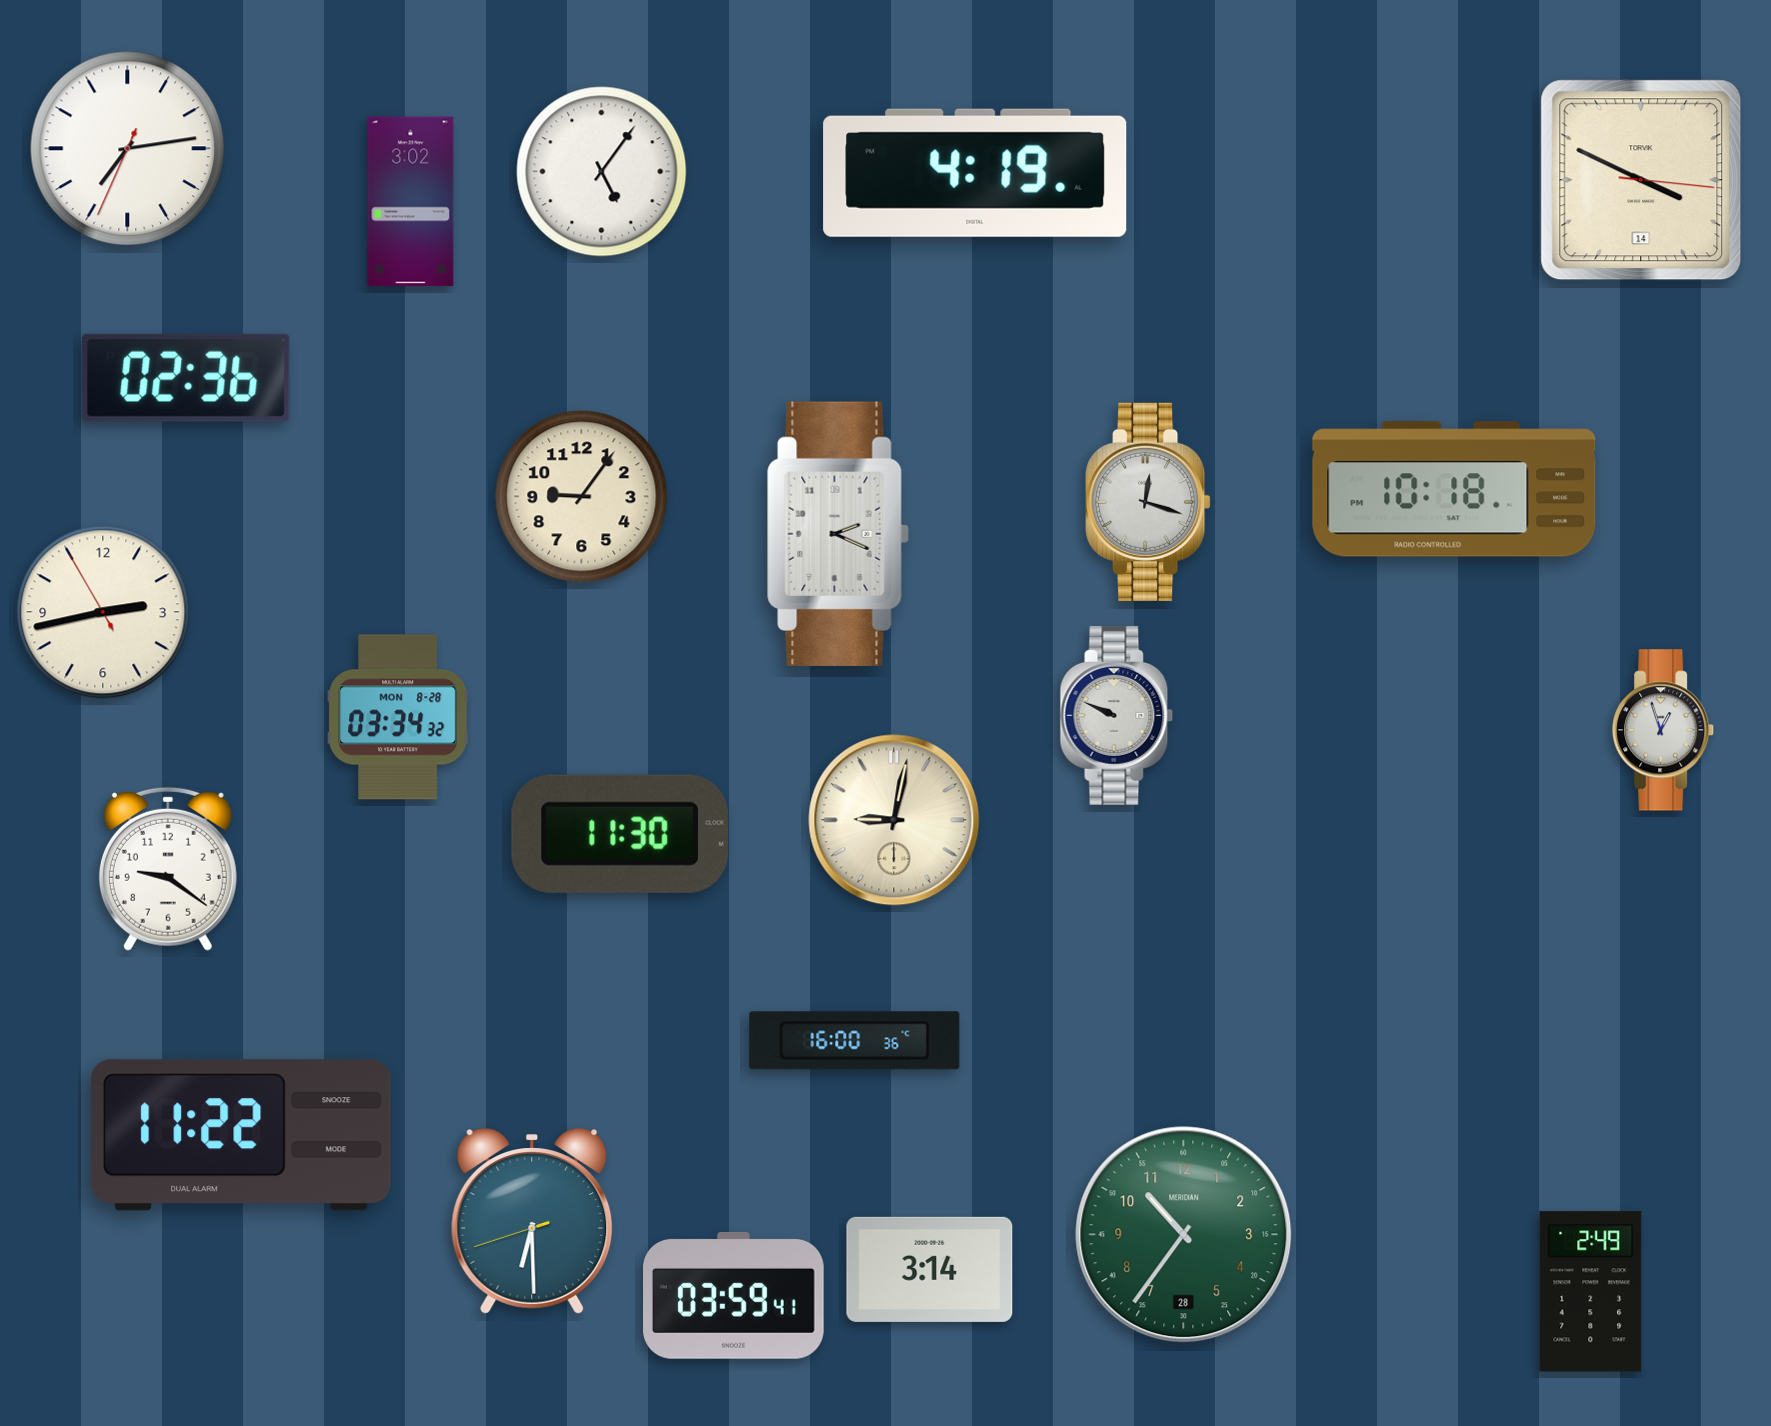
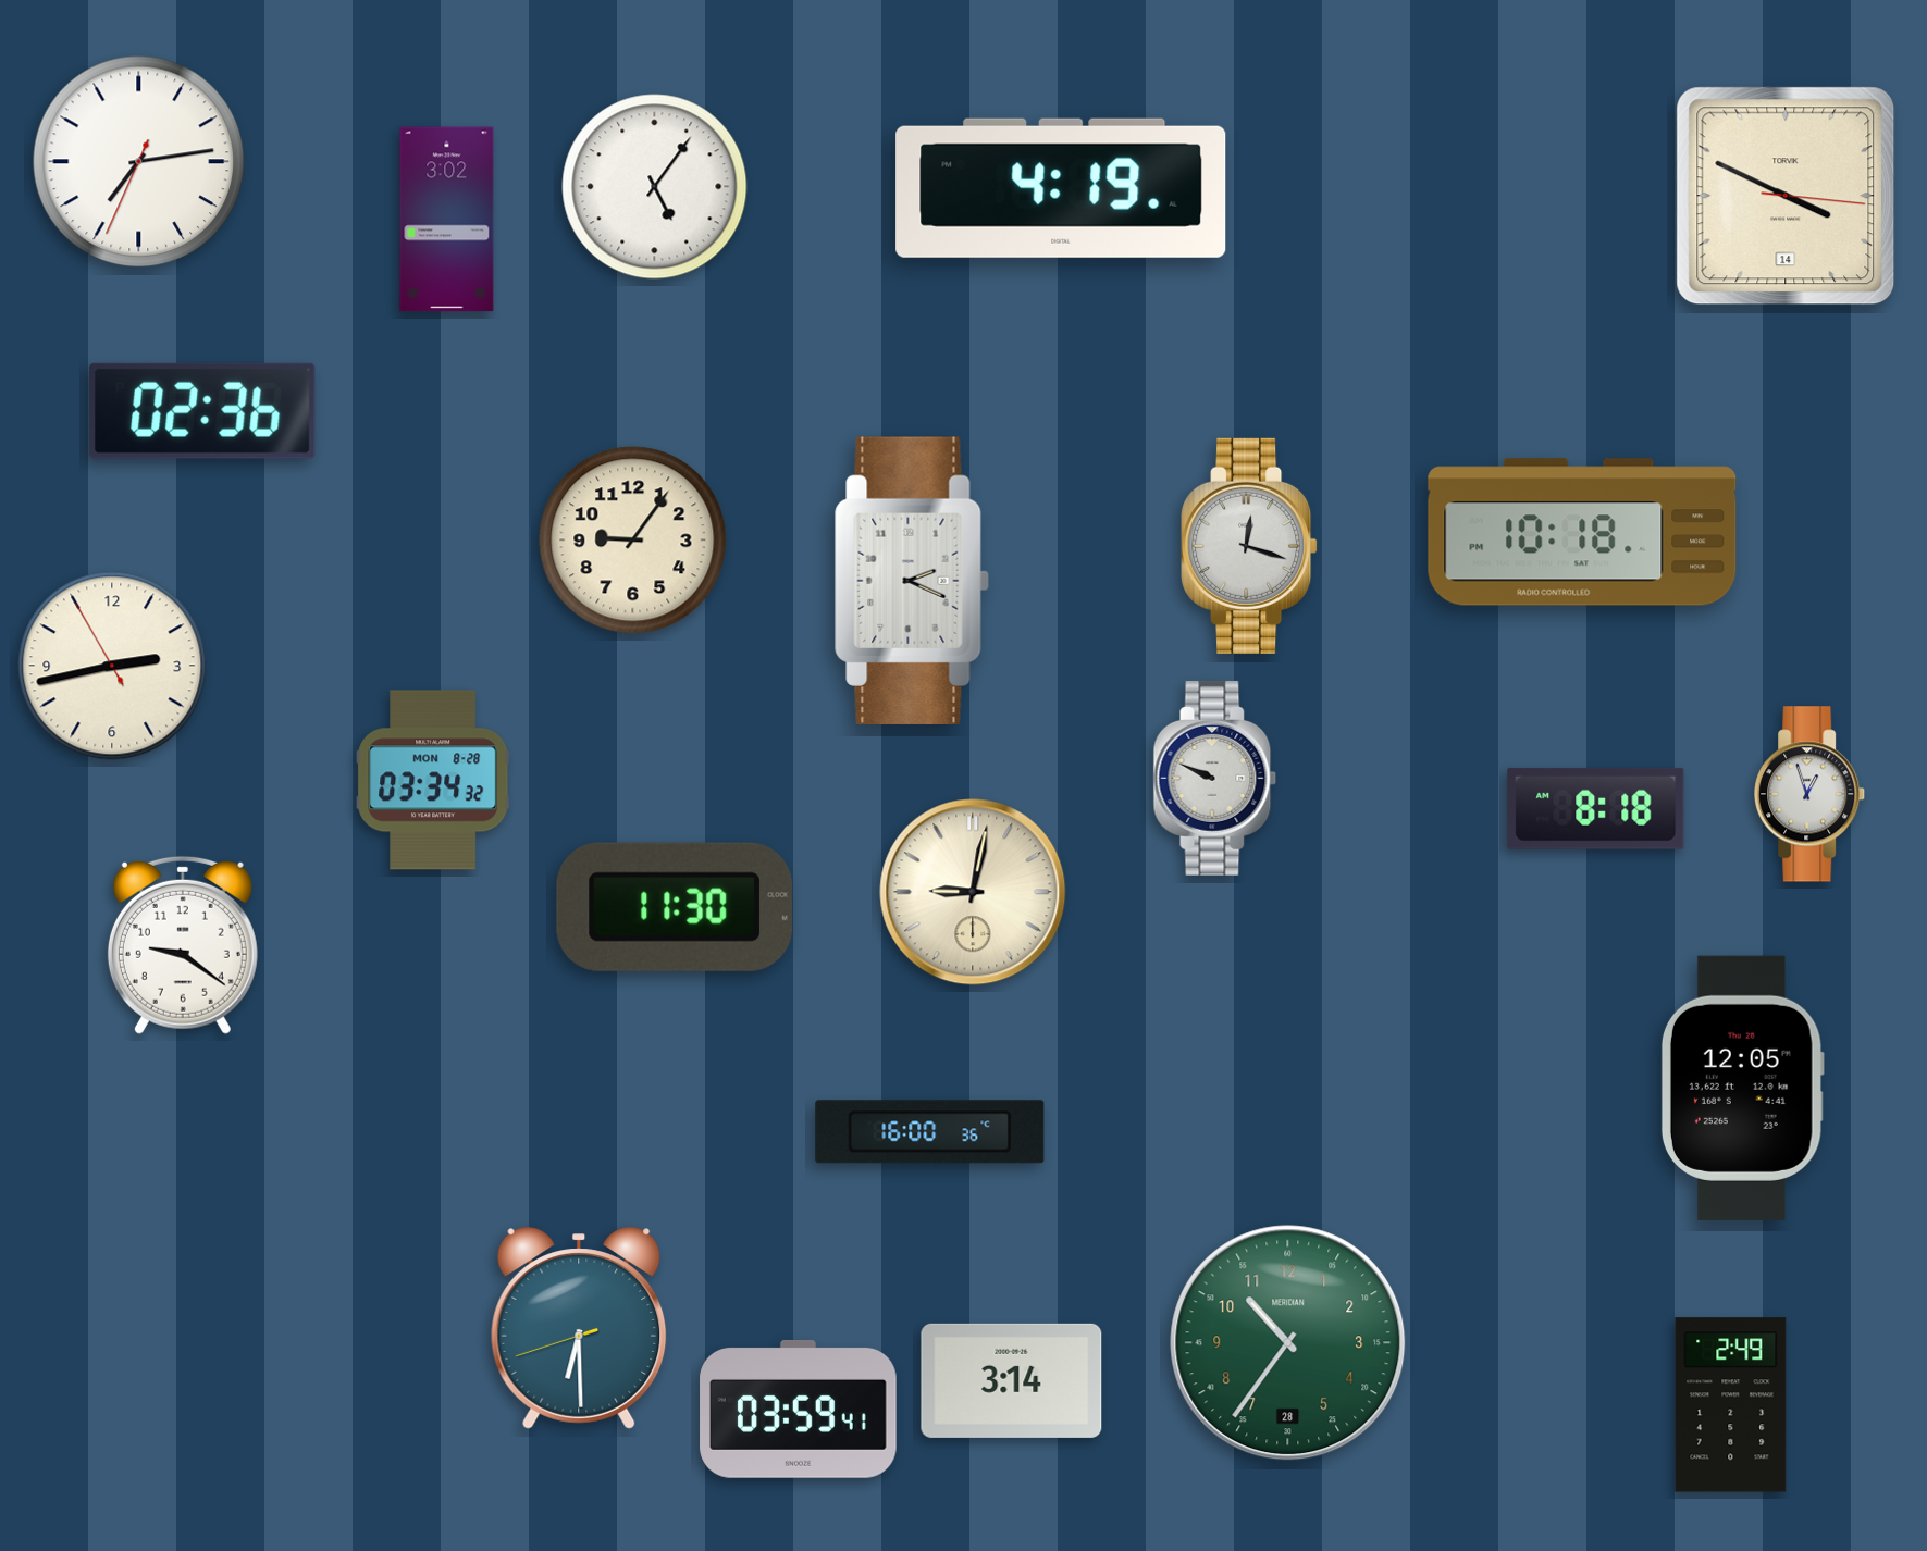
clock at (1596, 808): none -> 8:18
clock at (1742, 1088): none -> 12:05
clock at (241, 1135): 11:22 -> none
